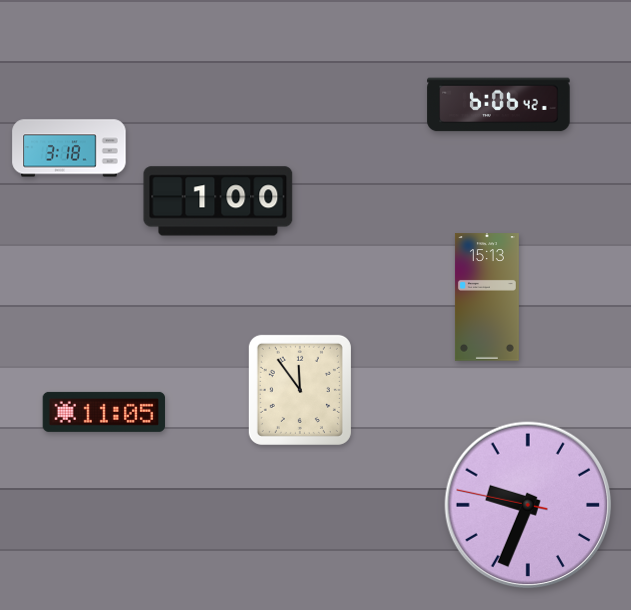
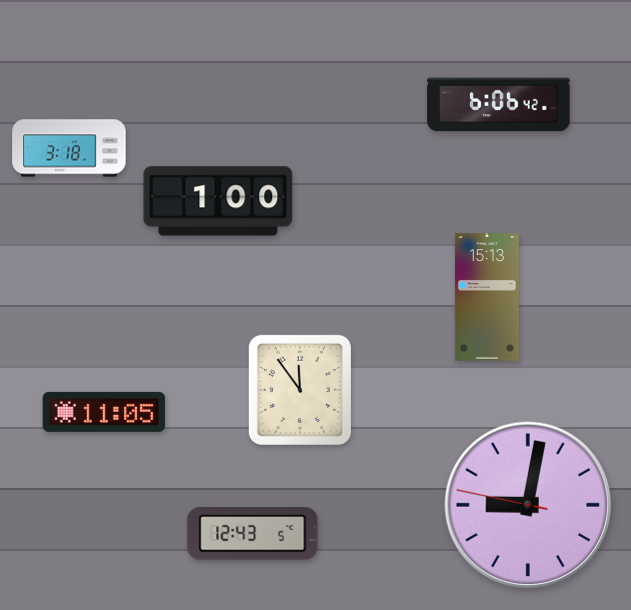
clock at (528, 505): 9:33 -> 9:01
clock at (253, 534): none -> 12:43
